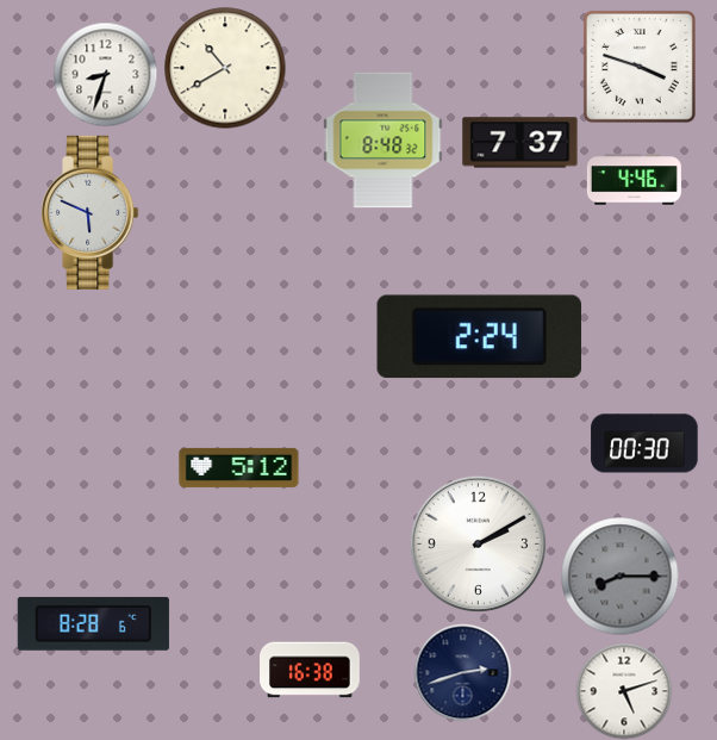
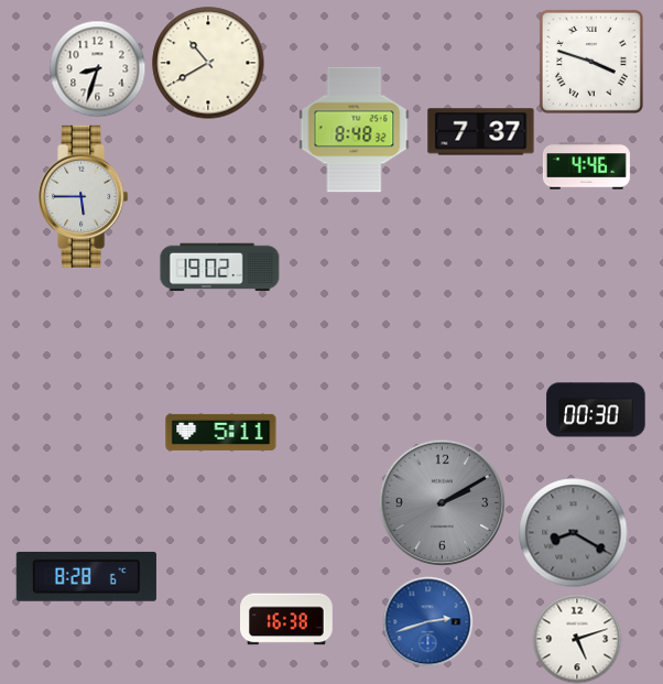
clock at (91, 212): 5:49 -> 5:45
clock at (220, 268): none -> 19:02
clock at (480, 337): 2:24 -> none
clock at (239, 467): 5:12 -> 5:11
clock at (478, 543) dial: white -> grey
clock at (621, 577): 8:15 -> 8:20
clock at (462, 672) dial: navy -> blue
